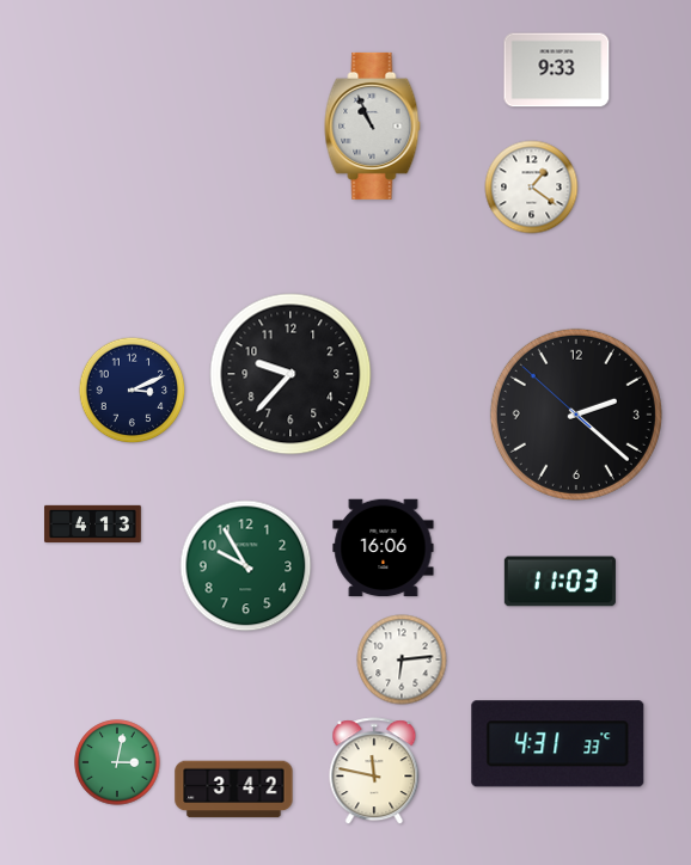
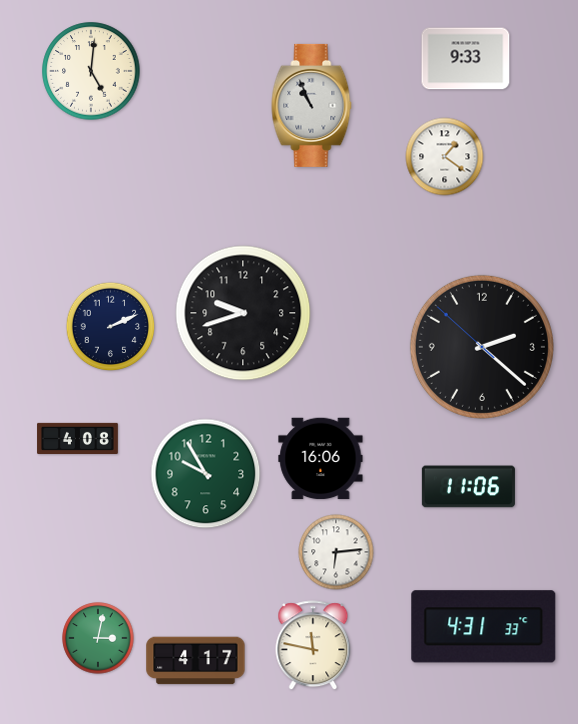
clock at (91, 71): none -> 5:01
clock at (291, 374): 9:37 -> 9:42
clock at (133, 391): 3:11 -> 2:11
clock at (93, 523): 4:13 -> 4:08
clock at (559, 582): 11:03 -> 11:06
clock at (558, 744) position: (558, 744) -> (484, 627)
clock at (234, 790): 3:42 -> 4:17
